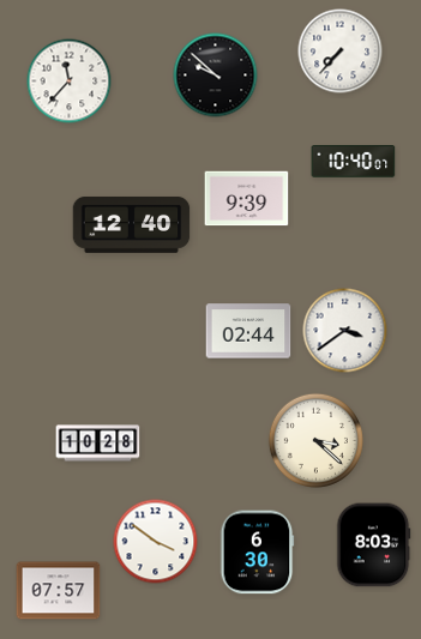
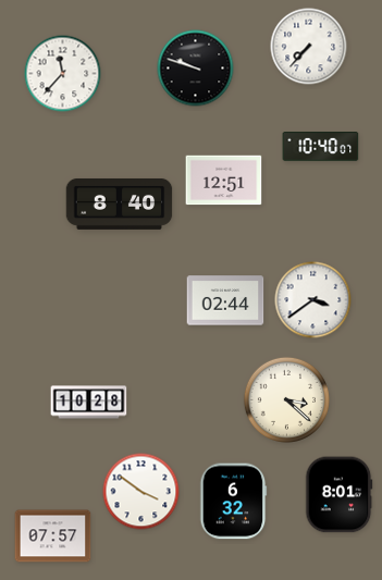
clock at (216, 76): 9:52 -> 9:48
clock at (247, 199): 9:39 -> 12:51
clock at (132, 224): 12:40 -> 8:40
clock at (374, 545): 8:03 -> 8:01
clock at (257, 553): 6:30 -> 6:32
